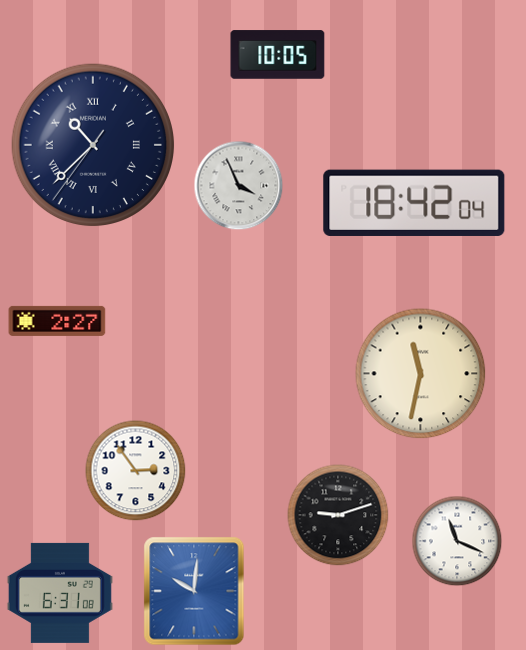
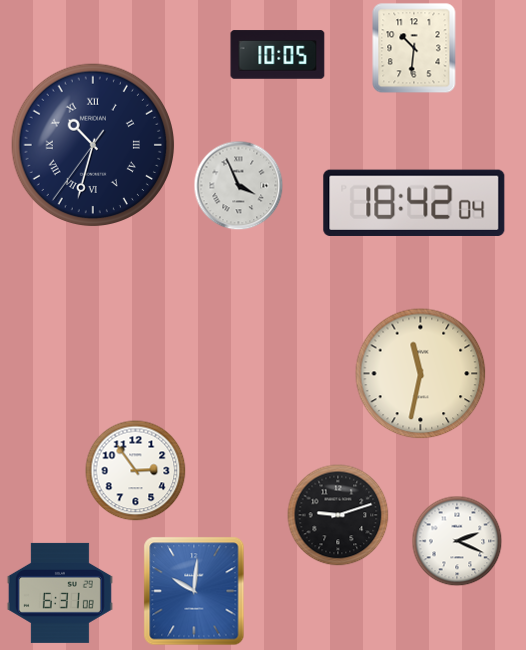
clock at (414, 48): none -> 10:31
clock at (93, 145): 10:37 -> 10:32
clock at (57, 321): 2:27 -> none
clock at (457, 541): 11:19 -> 2:19
